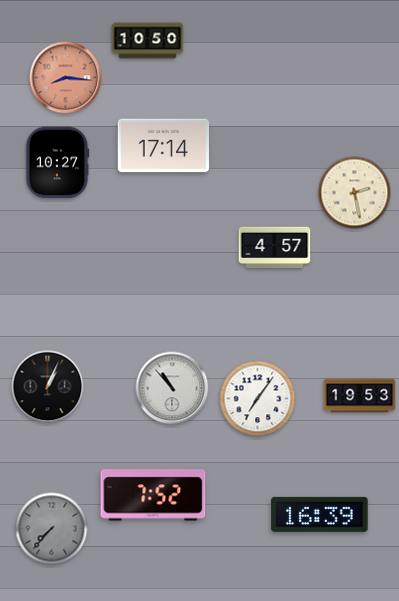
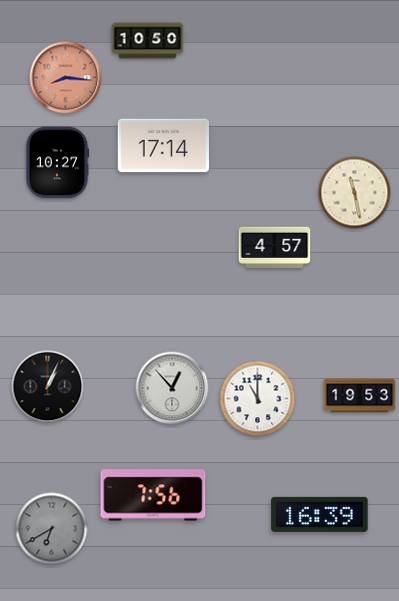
clock at (355, 193): 2:28 -> 11:28
clock at (172, 388): 10:53 -> 12:53
clock at (258, 399): 7:06 -> 11:00
clock at (153, 495): 7:52 -> 7:56
clock at (52, 529): 7:37 -> 6:40
